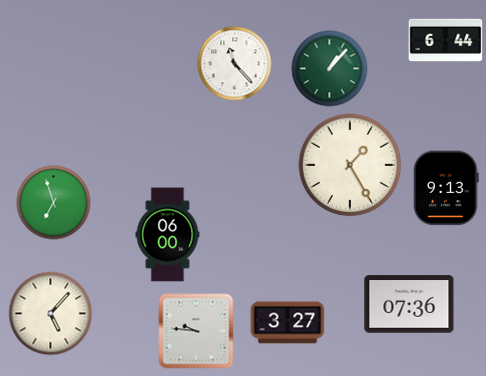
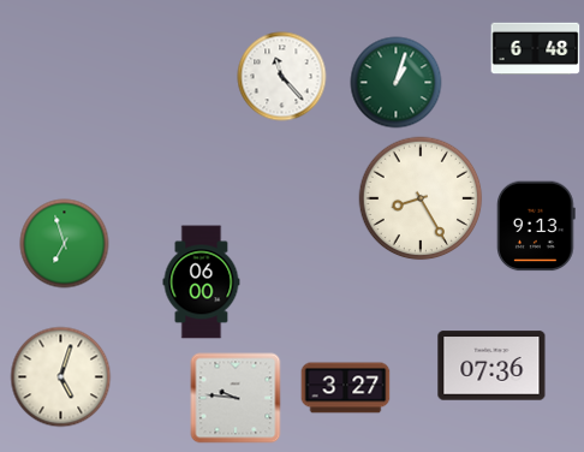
clock at (446, 40): 6:44 -> 6:48
clock at (330, 69): 1:07 -> 1:03
clock at (350, 165): 1:25 -> 8:25
clock at (51, 314): 5:07 -> 5:03
